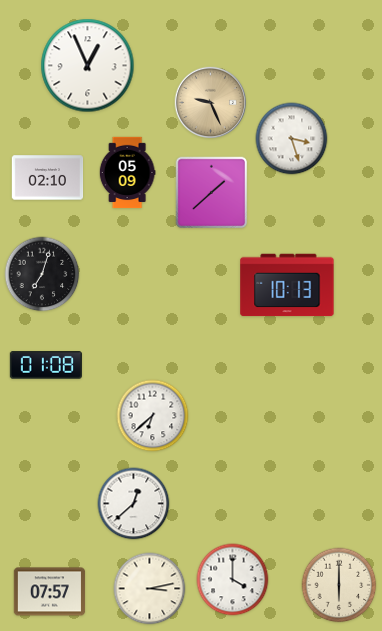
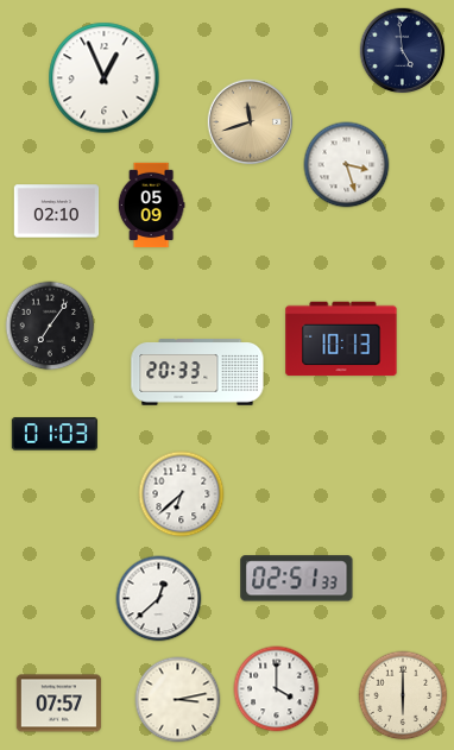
clock at (403, 51): none -> 4:59
clock at (211, 103): 9:26 -> 11:42
clock at (212, 193): 1:38 -> none
clock at (42, 274): 7:03 -> 7:06
clock at (197, 372): none -> 20:33
clock at (46, 365): 01:08 -> 01:03
clock at (297, 579): none -> 02:51
